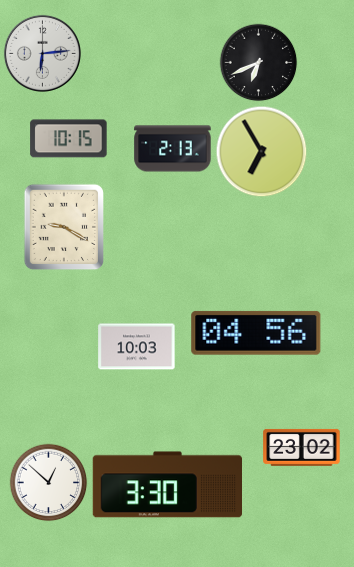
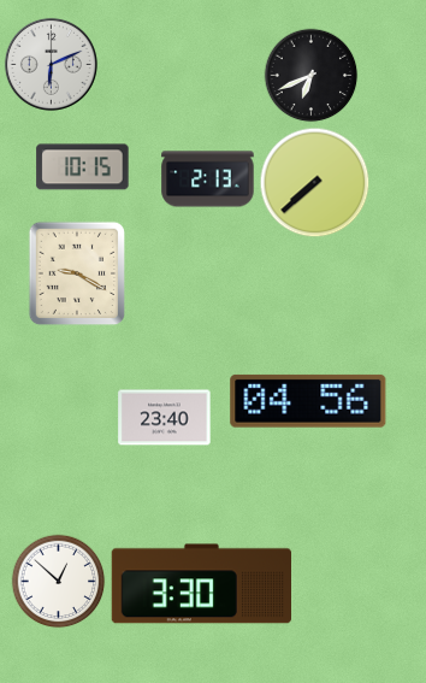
clock at (42, 53): 6:14 -> 6:11
clock at (261, 151): 6:55 -> 7:38
clock at (137, 347): 10:03 -> 23:40
clock at (302, 447): 23:02 -> none
